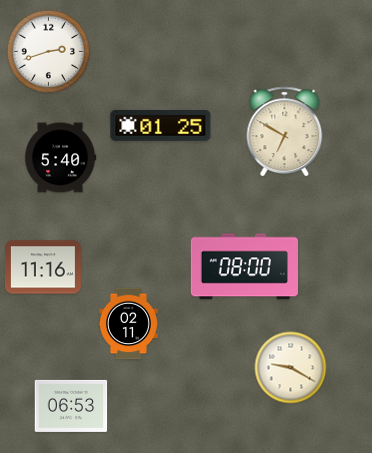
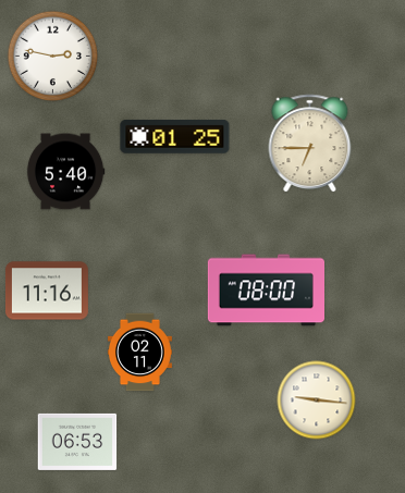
clock at (49, 52): 2:42 -> 2:47
clock at (285, 132): 6:50 -> 6:45
clock at (291, 368): 9:20 -> 9:16
